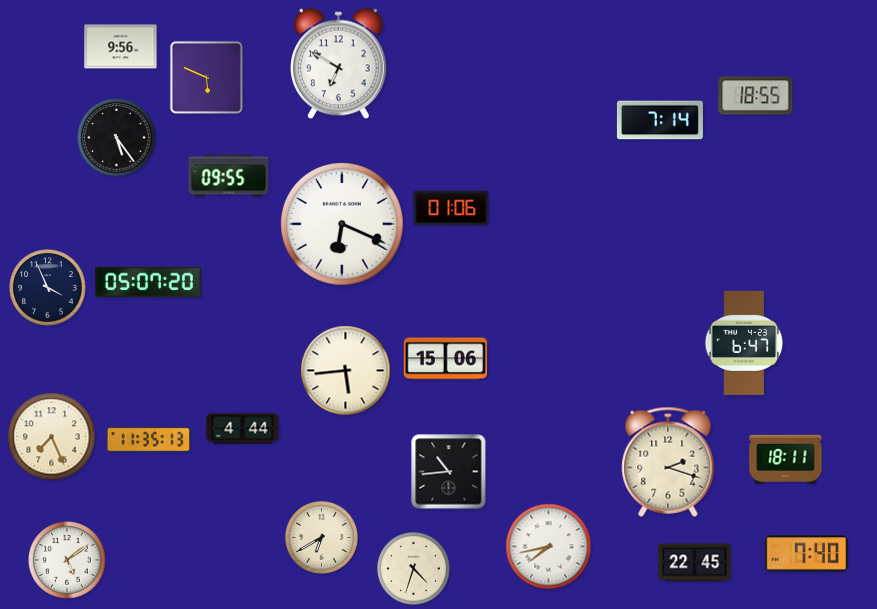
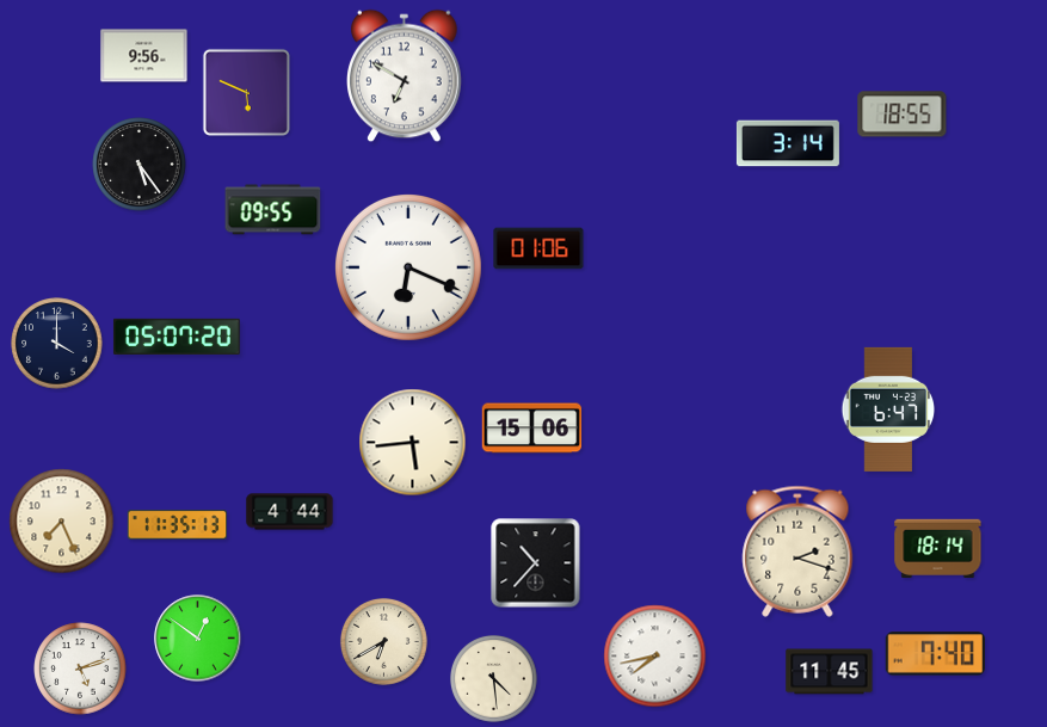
clock at (660, 120): 7:14 -> 3:14
clock at (48, 288): 3:56 -> 4:00
clock at (786, 459): 18:11 -> 18:14
clock at (449, 472): 10:44 -> 10:37
clock at (198, 639): none -> 12:51
clock at (549, 547) position: (549, 547) -> (655, 657)
clock at (806, 554) position: (806, 554) -> (935, 654)
clock at (67, 560): 5:09 -> 5:12
clock at (695, 563): 22:45 -> 11:45
clock at (413, 568): 4:33 -> 4:29
